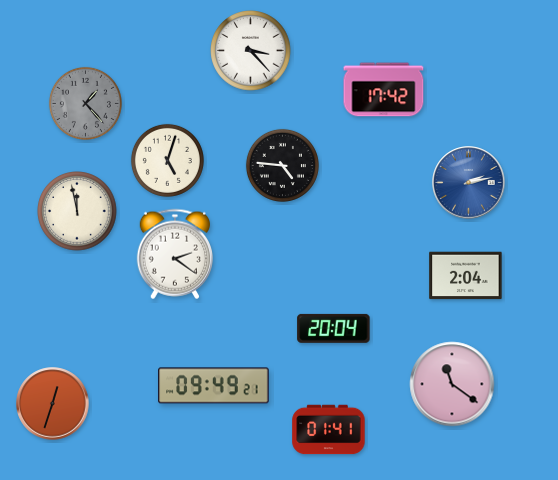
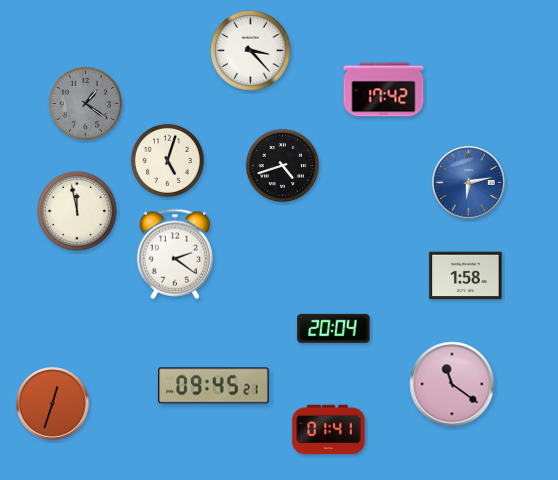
clock at (85, 103): 1:23 -> 1:21
clock at (282, 165): 4:46 -> 4:42
clock at (469, 183): 2:13 -> 6:13
clock at (466, 276): 2:04 -> 1:58
clock at (214, 386): 09:49 -> 09:45
